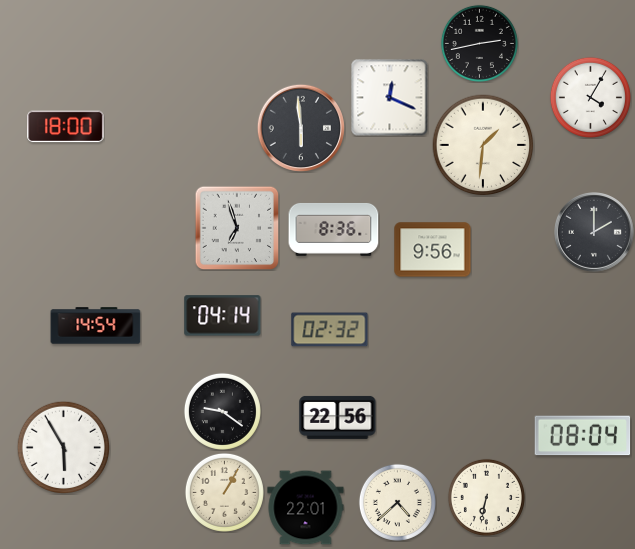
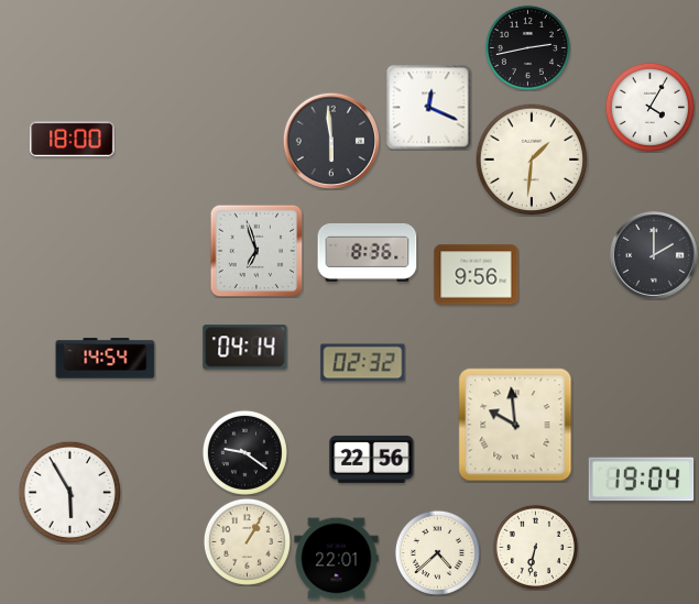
clock at (237, 228) position: (237, 228) -> (256, 251)
clock at (515, 425): none -> 9:59
clock at (583, 436): 08:04 -> 19:04
